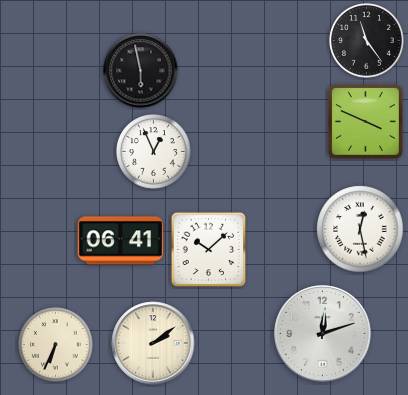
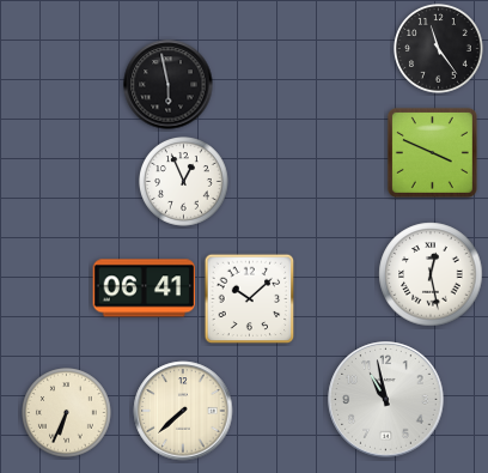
clock at (365, 121) position: (365, 121) -> (432, 152)
clock at (323, 334): 12:12 -> 10:58
clock at (153, 343): 2:09 -> 7:38
